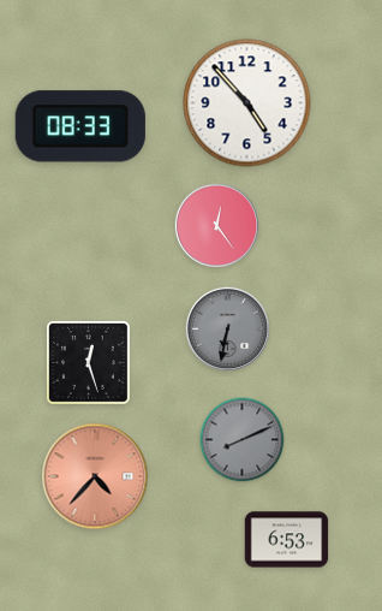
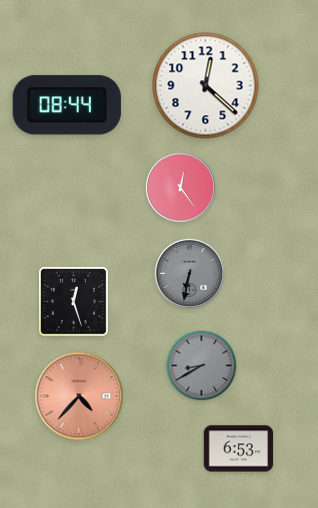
clock at (247, 103): 4:53 -> 12:22
clock at (80, 126): 08:33 -> 08:44
clock at (243, 440): 8:11 -> 8:40
